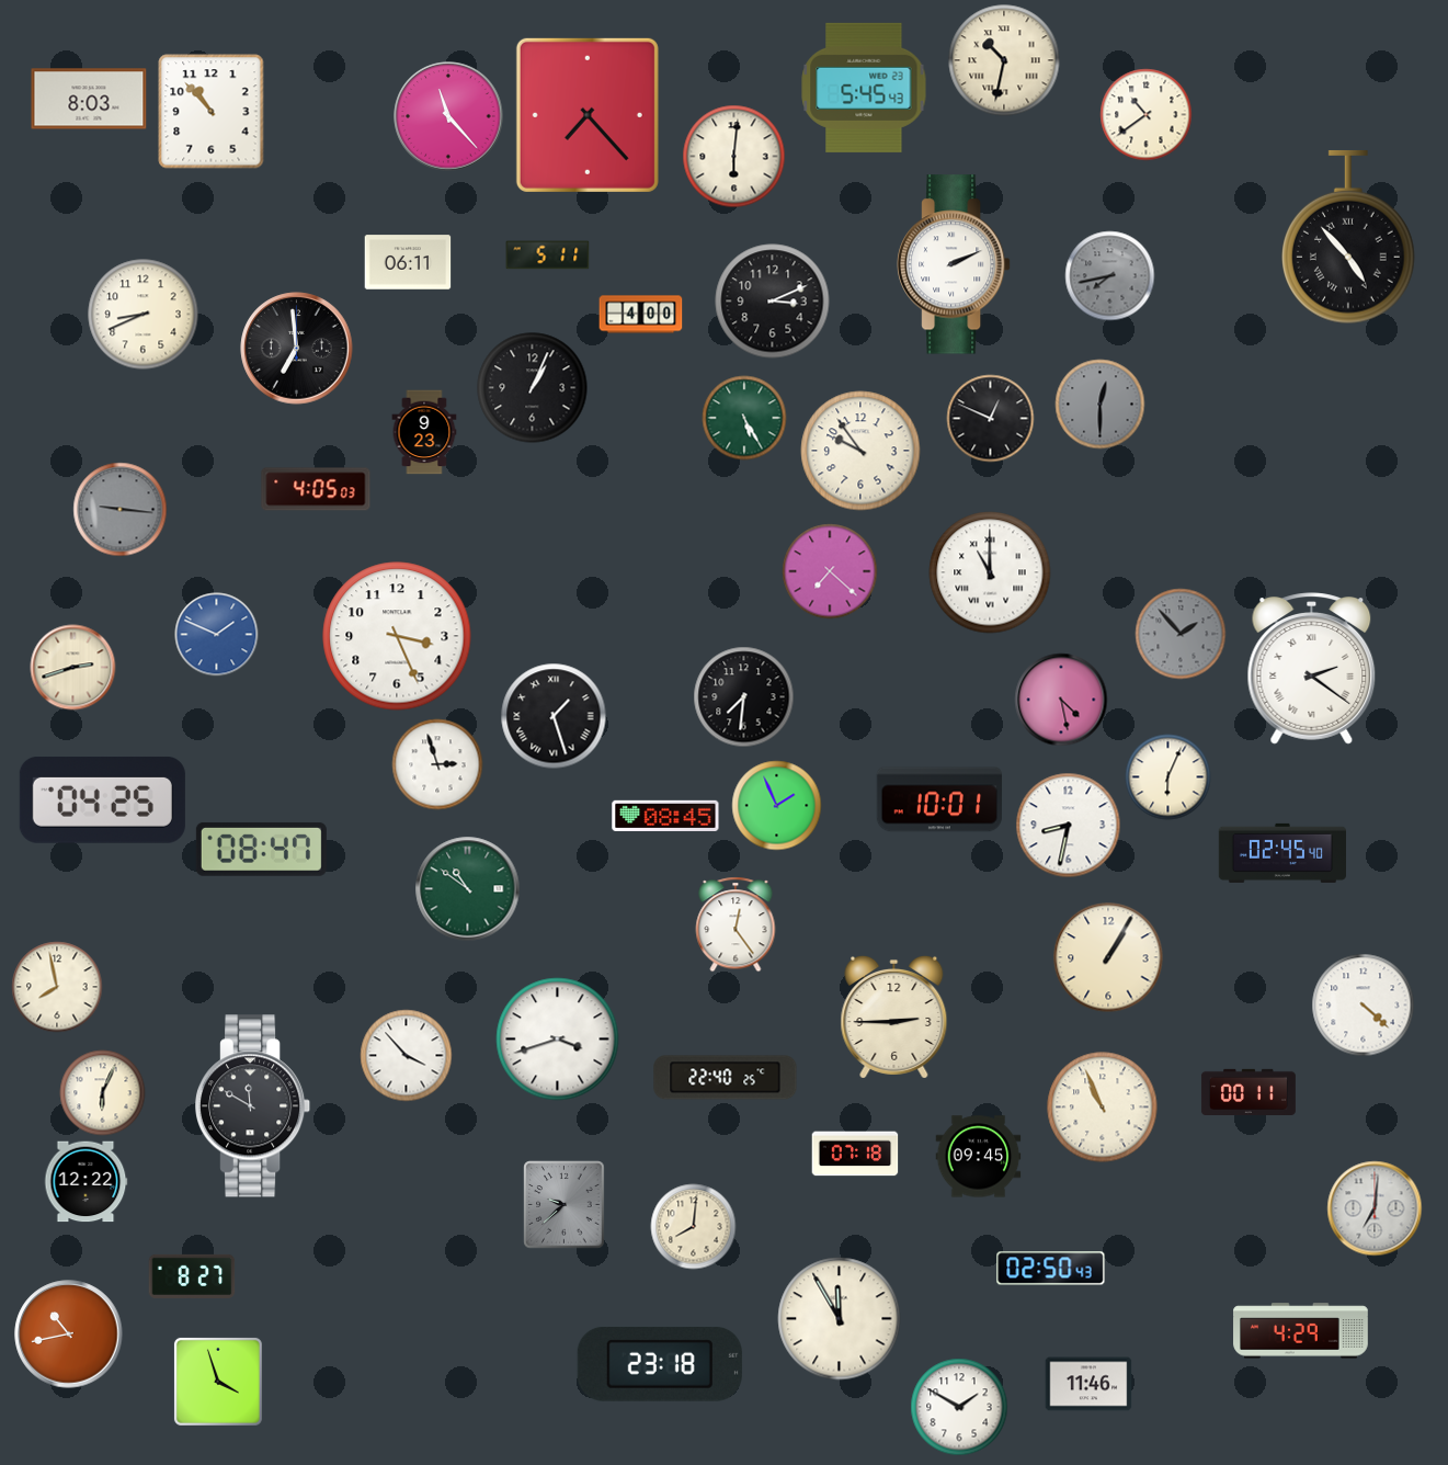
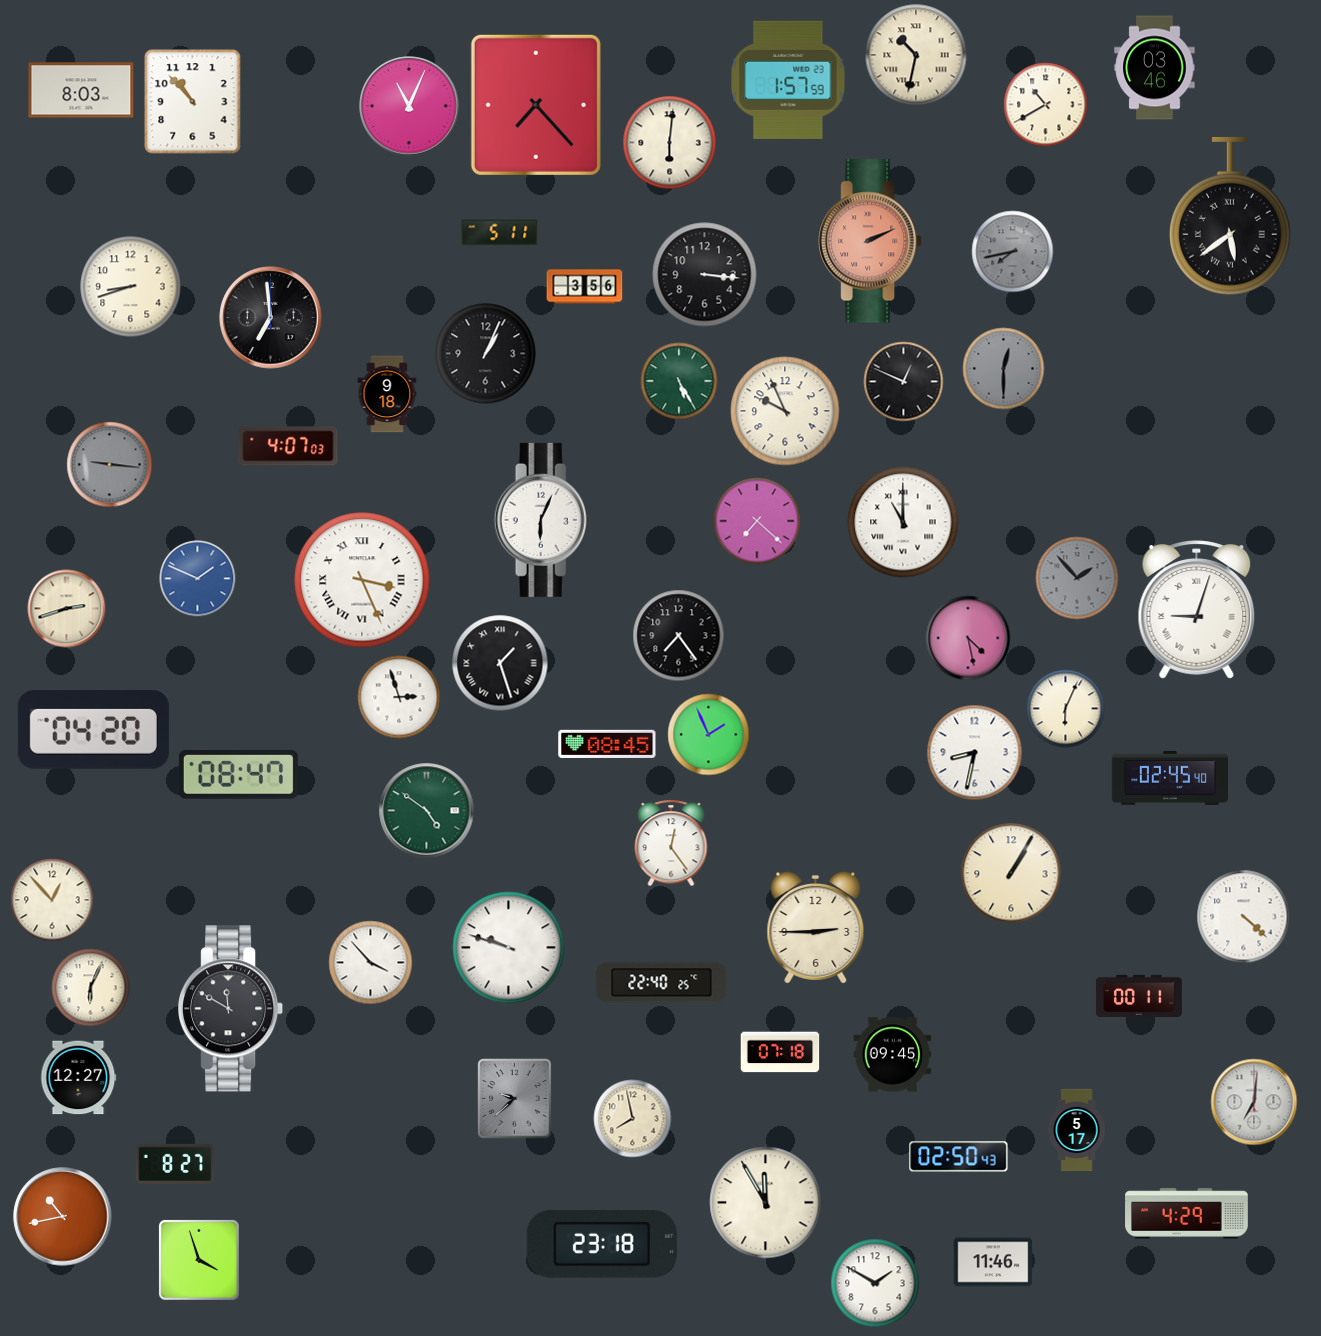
clock at (1155, 68): none -> 03:46
clock at (864, 88): 5:45 -> 1:57
clock at (1147, 115): 10:39 -> 10:40
clock at (448, 116): 11:23 -> 11:04
clock at (1349, 237): 4:53 -> 5:39
clock at (408, 262): 06:11 -> none
clock at (955, 264) dial: white -> salmon
clock at (773, 302): 3:11 -> 3:16
clock at (144, 315): 8:41 -> 8:42
clock at (641, 315): 4:00 -> 3:56
clock at (424, 432): 9:23 -> 9:18
clock at (860, 451): 9:54 -> 9:56
clock at (316, 489): 4:05 -> 4:07
clock at (543, 520): none -> 6:04
clock at (397, 636) numerals: Arabic -> Roman
clock at (1312, 669): 2:21 -> 9:03
clock at (744, 697): 7:31 -> 7:24
clock at (554, 716) position: (554, 716) -> (500, 663)
clock at (102, 799): 04:25 -> 04:20
clock at (939, 799): 10:01 -> none
clock at (468, 889): 10:51 -> 4:51
clock at (57, 987): 7:58 -> 12:53
clock at (558, 1040): 3:42 -> 9:48
clock at (103, 1093) position: (103, 1093) -> (91, 988)
clock at (1103, 1108): 10:56 -> none
clock at (85, 1182): 12:22 -> 12:27
clock at (694, 1227): 8:01 -> 7:58
clock at (1077, 1130): none -> 5:17
